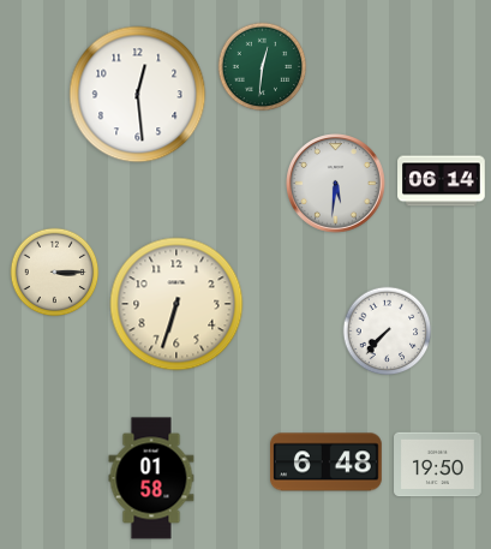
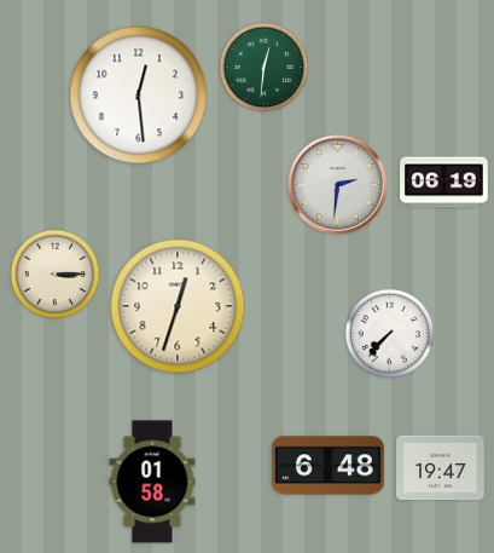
clock at (442, 181): 06:14 -> 06:19
clock at (336, 184): 5:31 -> 2:31
clock at (176, 304): 6:33 -> 12:33
clock at (438, 465): 19:50 -> 19:47
